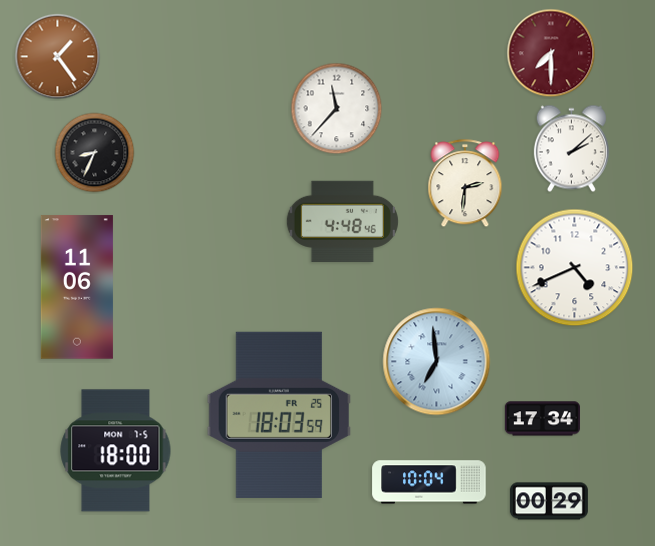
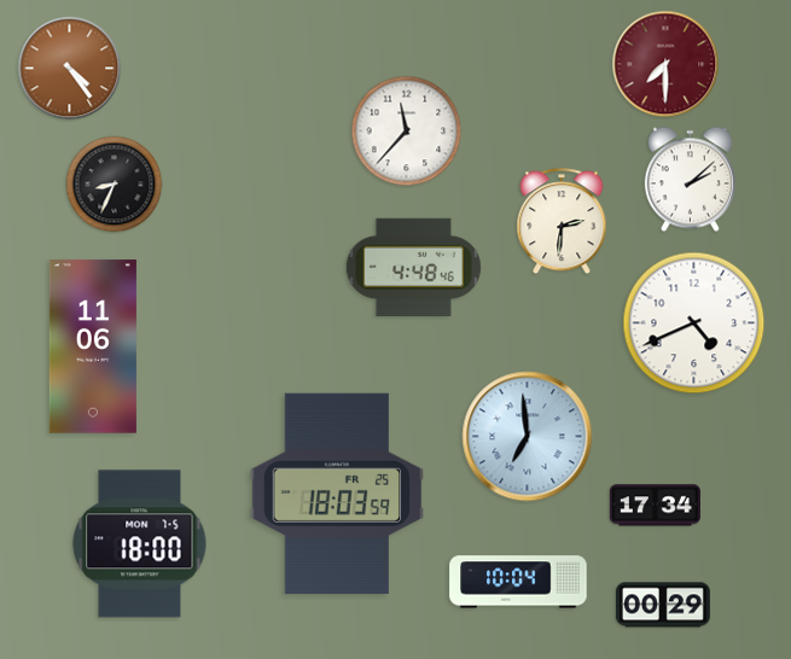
clock at (58, 57): 1:24 -> 4:24
clock at (279, 415) position: (279, 415) -> (337, 494)
